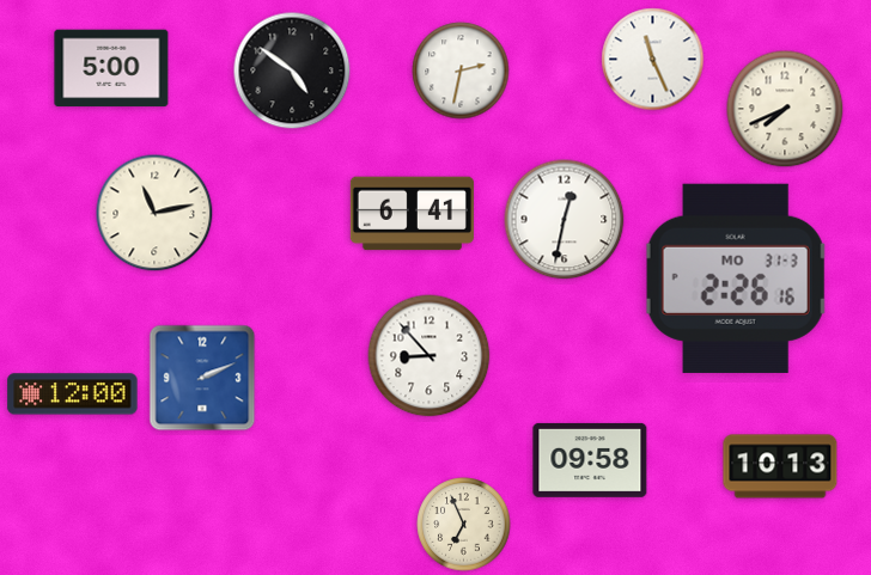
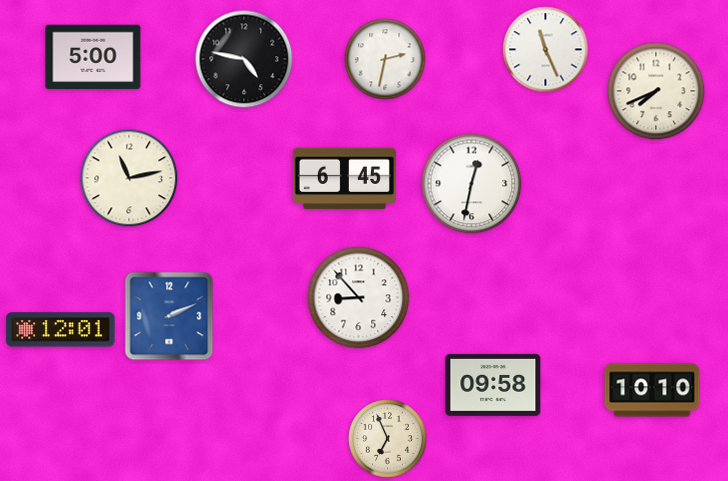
clock at (292, 71): 4:51 -> 4:47
clock at (412, 214): 6:41 -> 6:45
clock at (736, 279): 2:26 -> none
clock at (73, 394): 12:00 -> 12:01
clock at (780, 466): 10:13 -> 10:10
